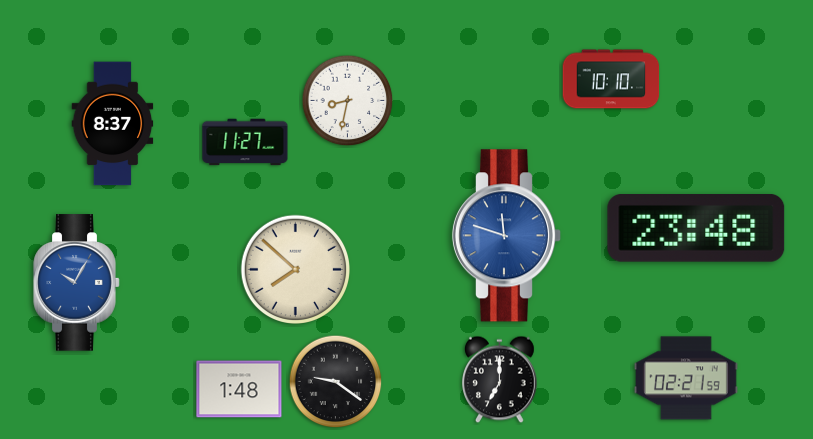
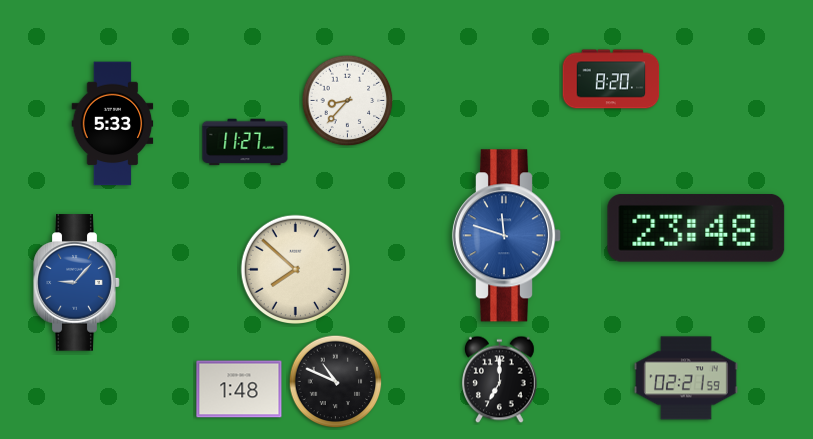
clock at (611, 79): 10:10 -> 8:20
clock at (348, 101): 8:32 -> 8:37
clock at (113, 124): 8:37 -> 5:33
clock at (77, 283): 10:05 -> 9:07
clock at (336, 382): 9:21 -> 10:49
